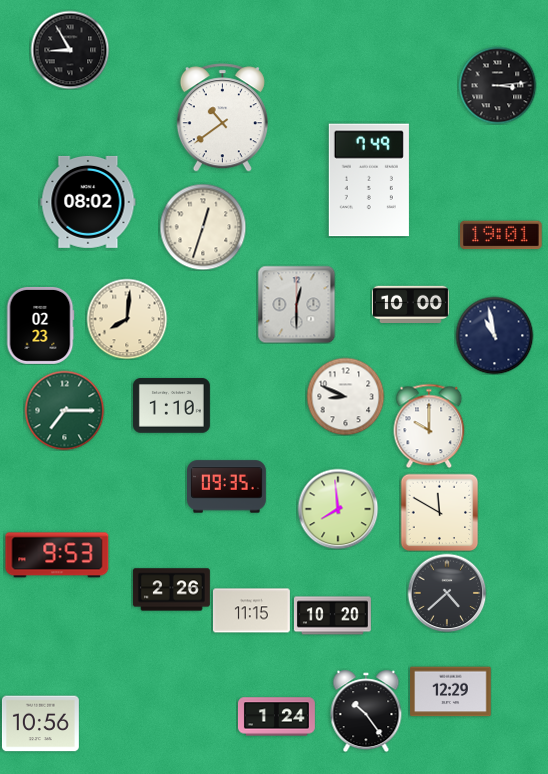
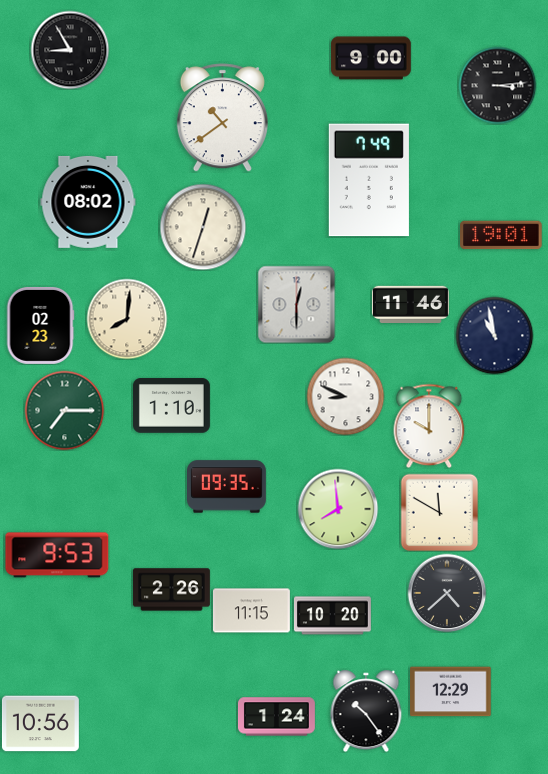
clock at (371, 58): none -> 9:00
clock at (410, 304): 10:00 -> 11:46
